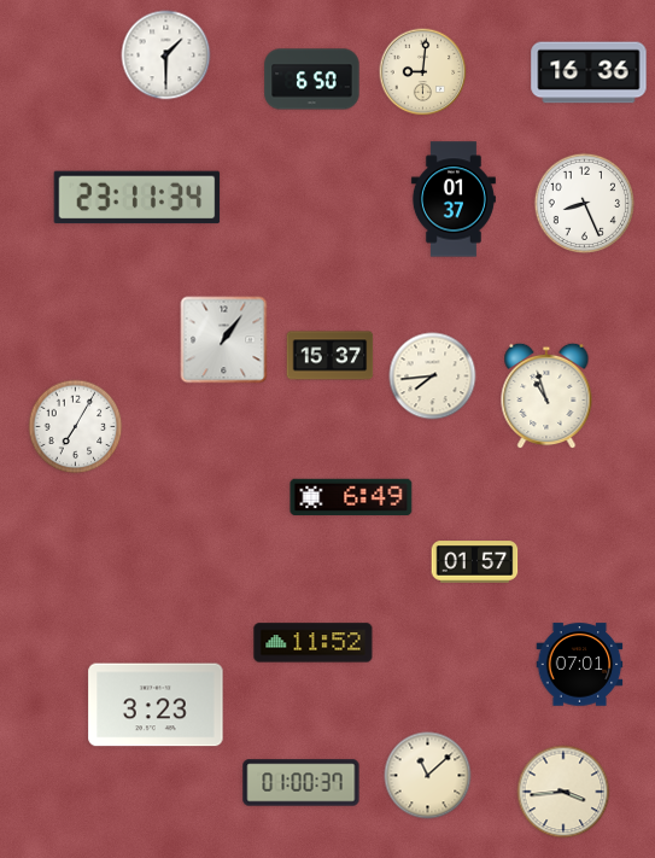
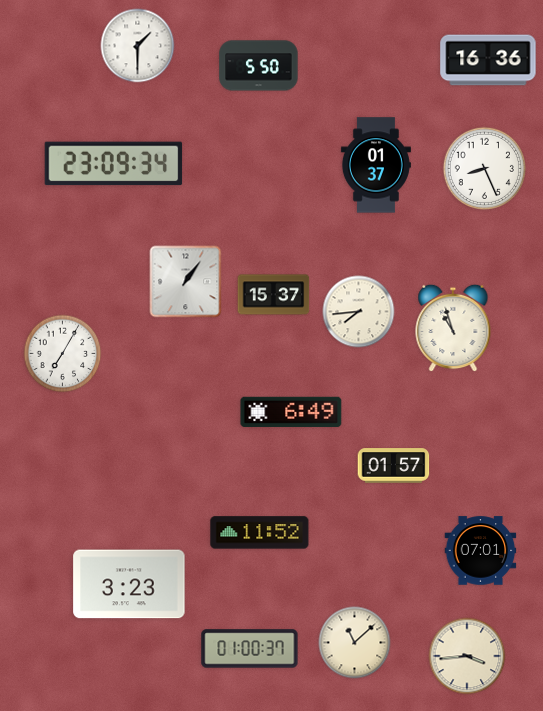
clock at (423, 72): 9:01 -> none
clock at (312, 80): 6:50 -> 5:50
clock at (138, 198): 23:11 -> 23:09
